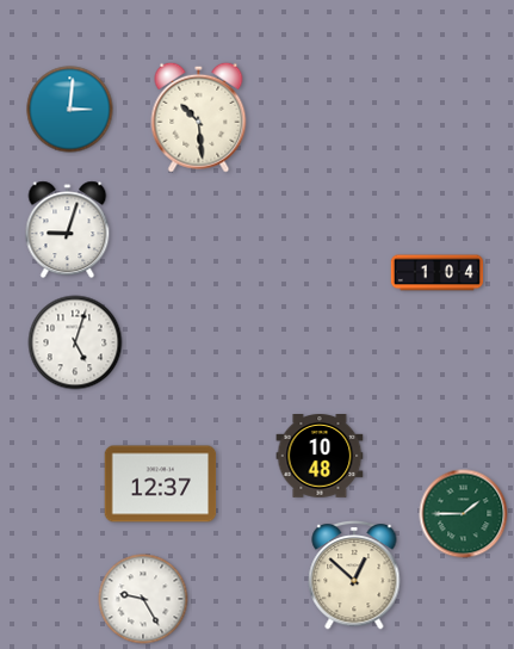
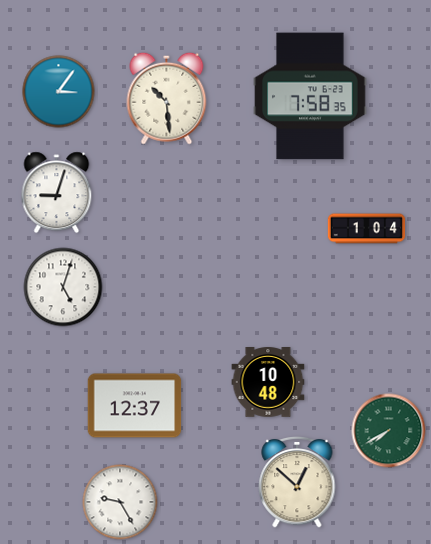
clock at (70, 110): 3:01 -> 3:06
clock at (310, 96): none -> 7:58
clock at (464, 514): 1:45 -> 7:40
